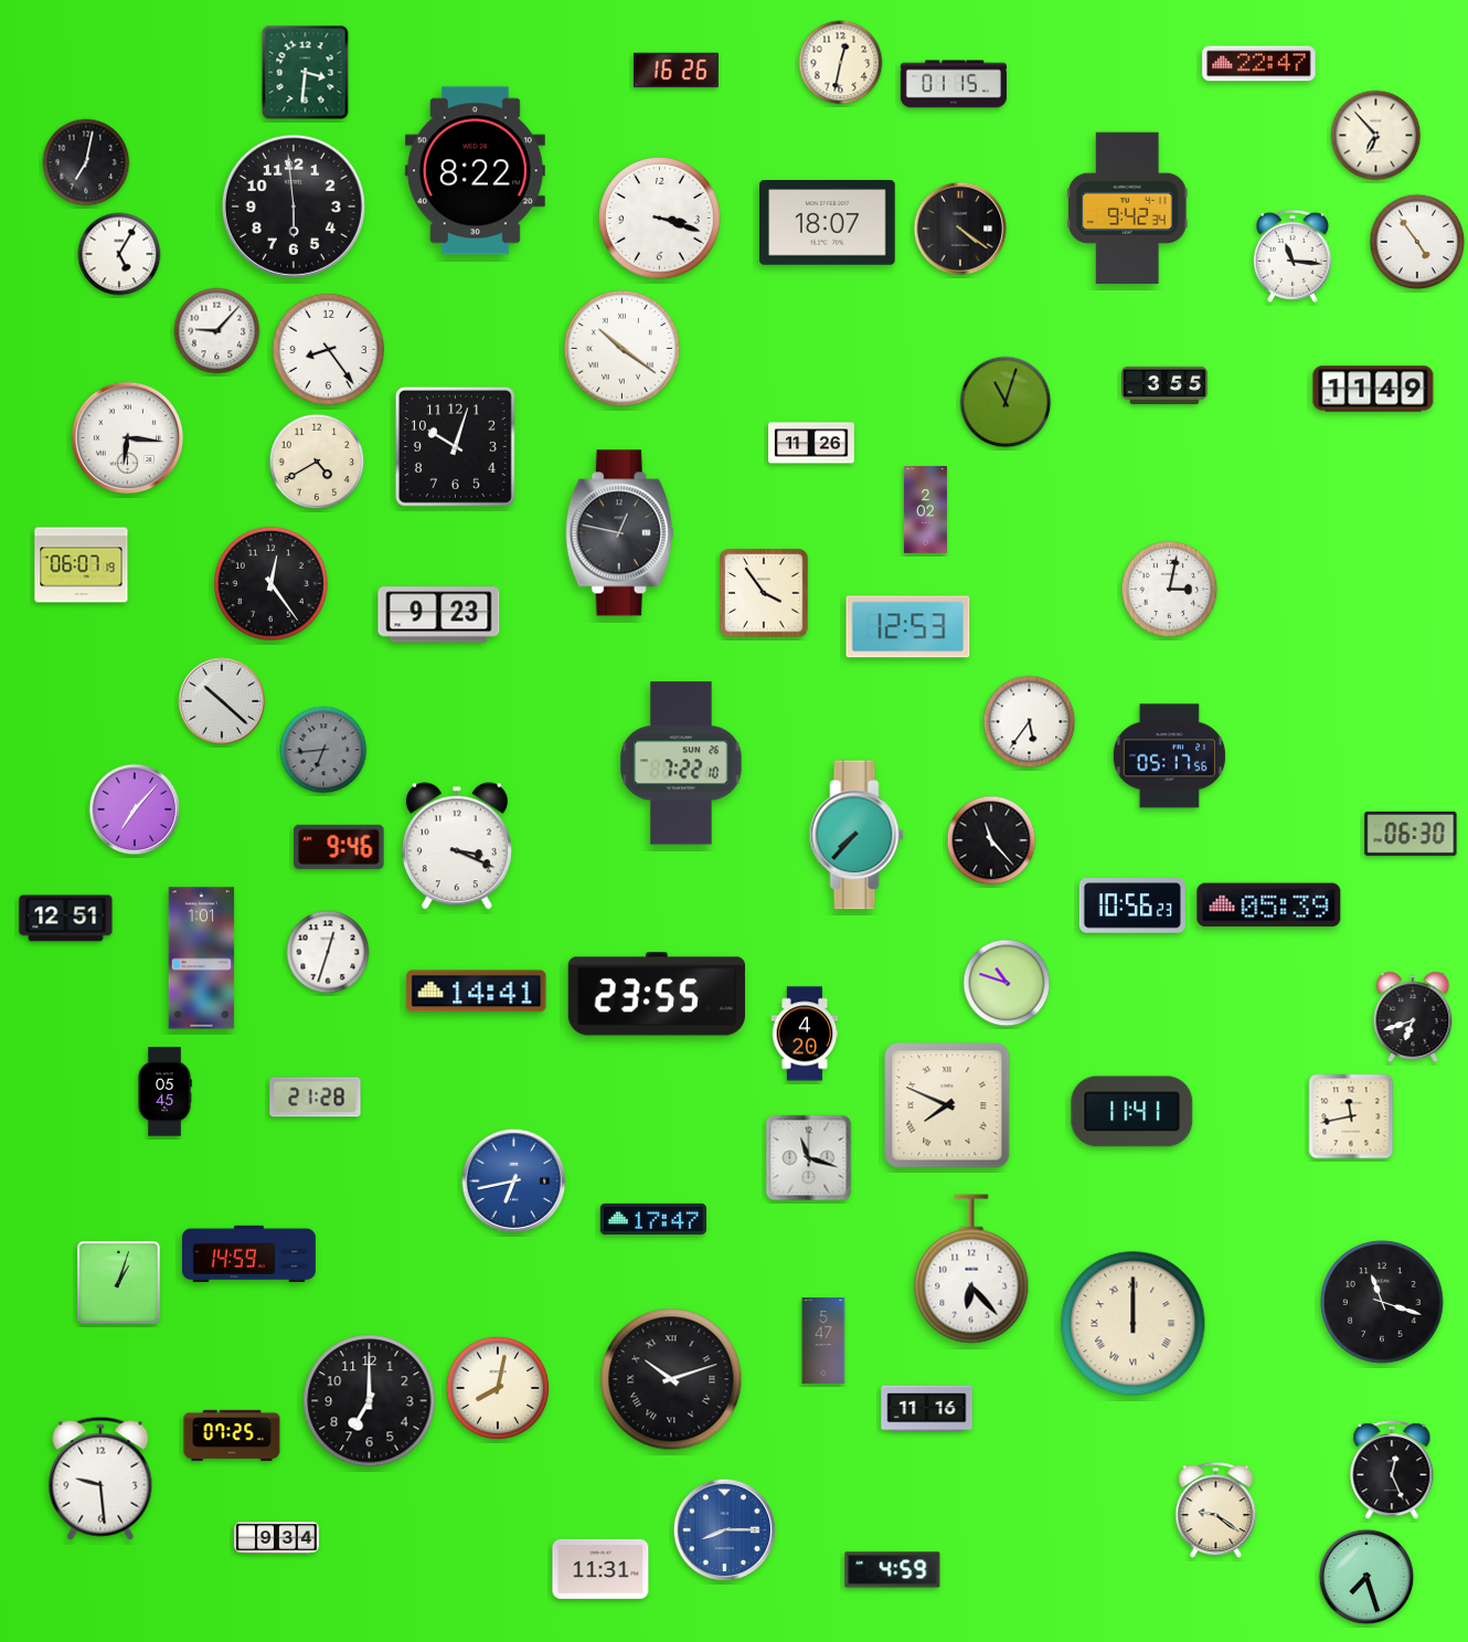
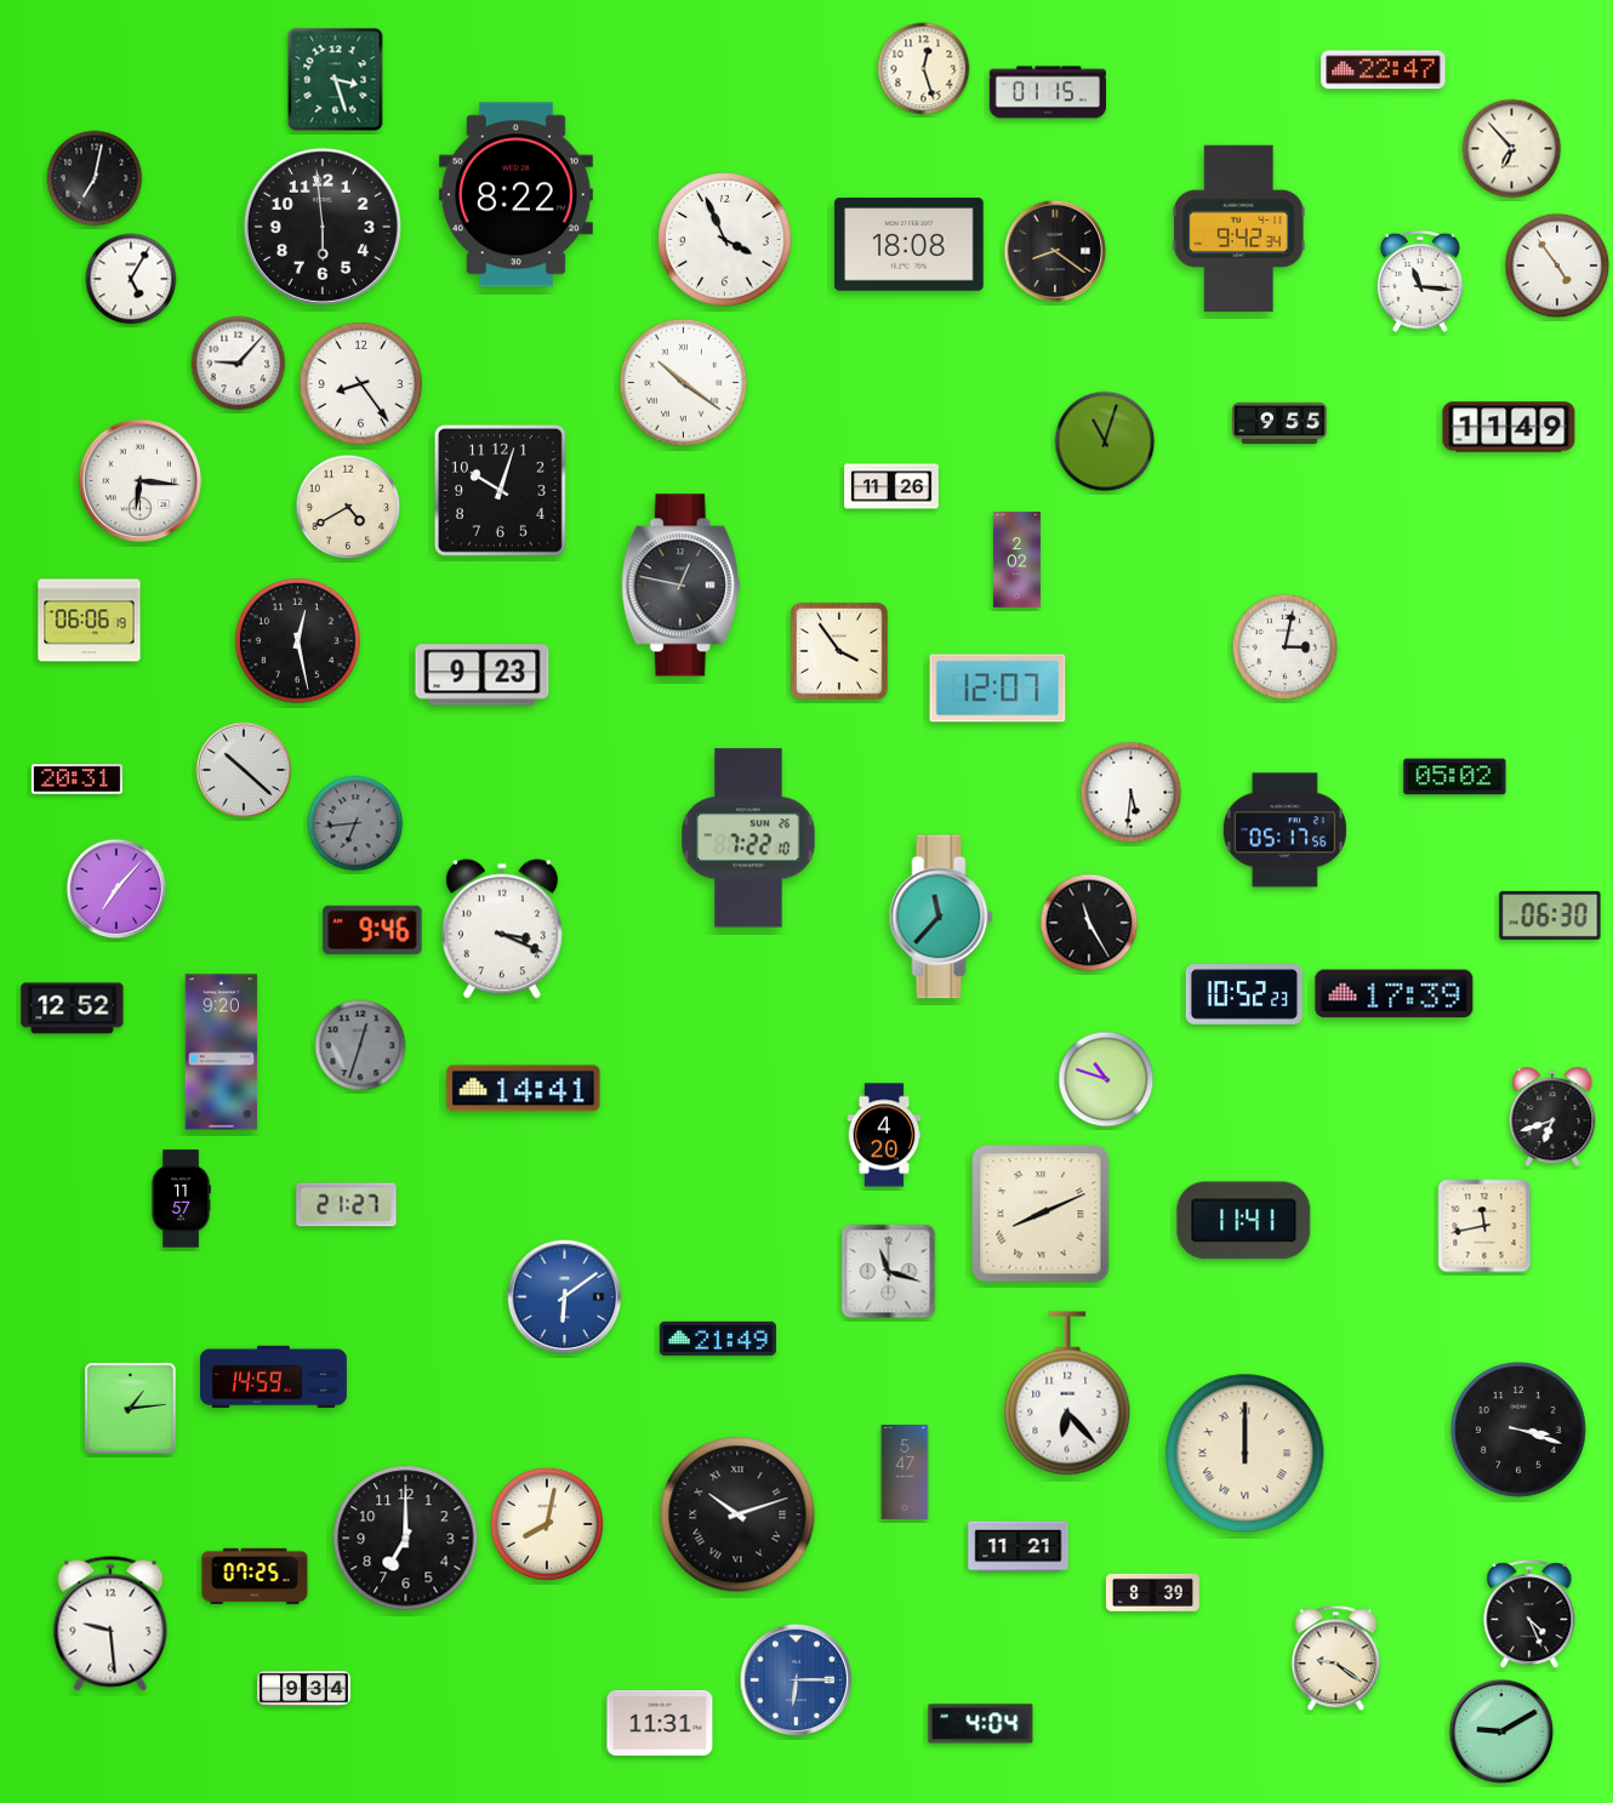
clock at (841, 63): 12:32 -> 12:27
clock at (676, 71): 16:26 -> none
clock at (306, 73): 3:31 -> 3:27
clock at (475, 171) position: (475, 171) -> (515, 195)
clock at (660, 219): 3:18 -> 3:56
clock at (828, 223): 18:07 -> 18:08
clock at (960, 229): 4:21 -> 8:21
clock at (1164, 384): 3:55 -> 9:55
clock at (82, 565): 06:07 -> 06:06
clock at (270, 583): 12:24 -> 12:28
clock at (908, 627): 12:53 -> 12:07
clock at (1455, 777): none -> 05:02
clock at (76, 780): none -> 20:31
clock at (1030, 722): 5:36 -> 5:31
clock at (135, 809) position: (135, 809) -> (116, 889)
clock at (857, 835): 7:37 -> 11:37
clock at (991, 840): 11:23 -> 11:25
clock at (1132, 905): 10:56 -> 10:52
clock at (1269, 905): 05:39 -> 17:39
clock at (66, 919): 12:51 -> 12:52
clock at (328, 952) dial: white -> grey
clock at (202, 958): 1:01 -> 9:20
clock at (657, 994): 23:55 -> none
clock at (164, 1092): 05:45 -> 11:57
clock at (316, 1098): 21:28 -> 21:27
clock at (947, 1105): 7:49 -> 8:11
clock at (514, 1182): 6:43 -> 6:09
clock at (653, 1219): 17:47 -> 21:49
clock at (119, 1283): 1:03 -> 1:14
clock at (1382, 1302): 11:18 -> 3:18
clock at (927, 1409): 11:16 -> 11:21
clock at (1152, 1592): none -> 8:39
clock at (1392, 1471): 12:26 -> 4:26
clock at (725, 1530): 8:15 -> 6:15
clock at (893, 1570): 4:59 -> 4:04
clock at (1366, 1577): 7:27 -> 9:10
